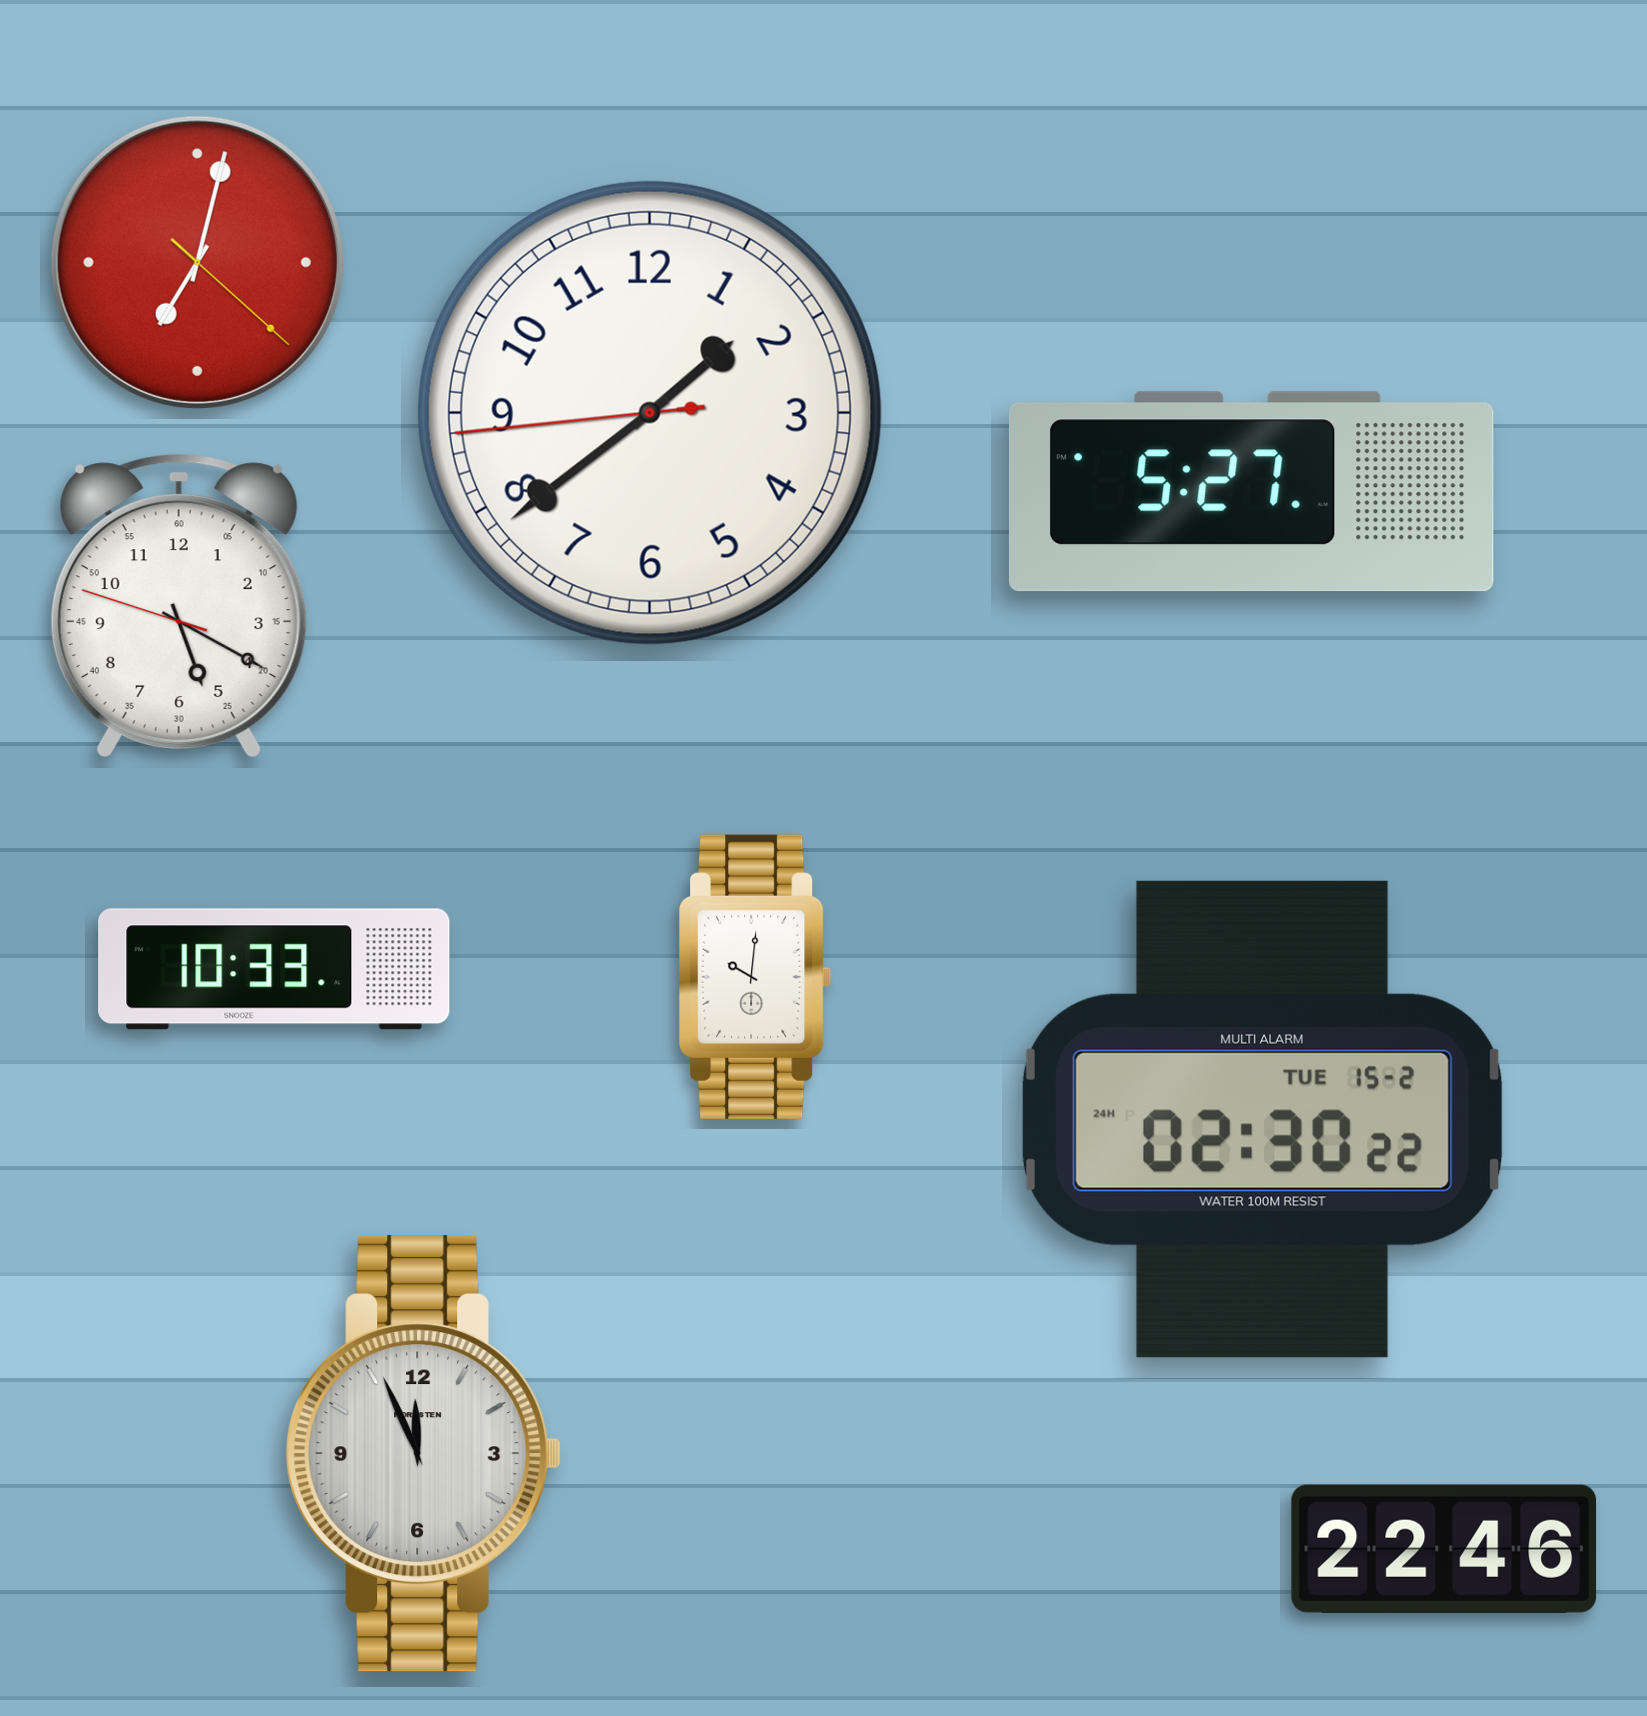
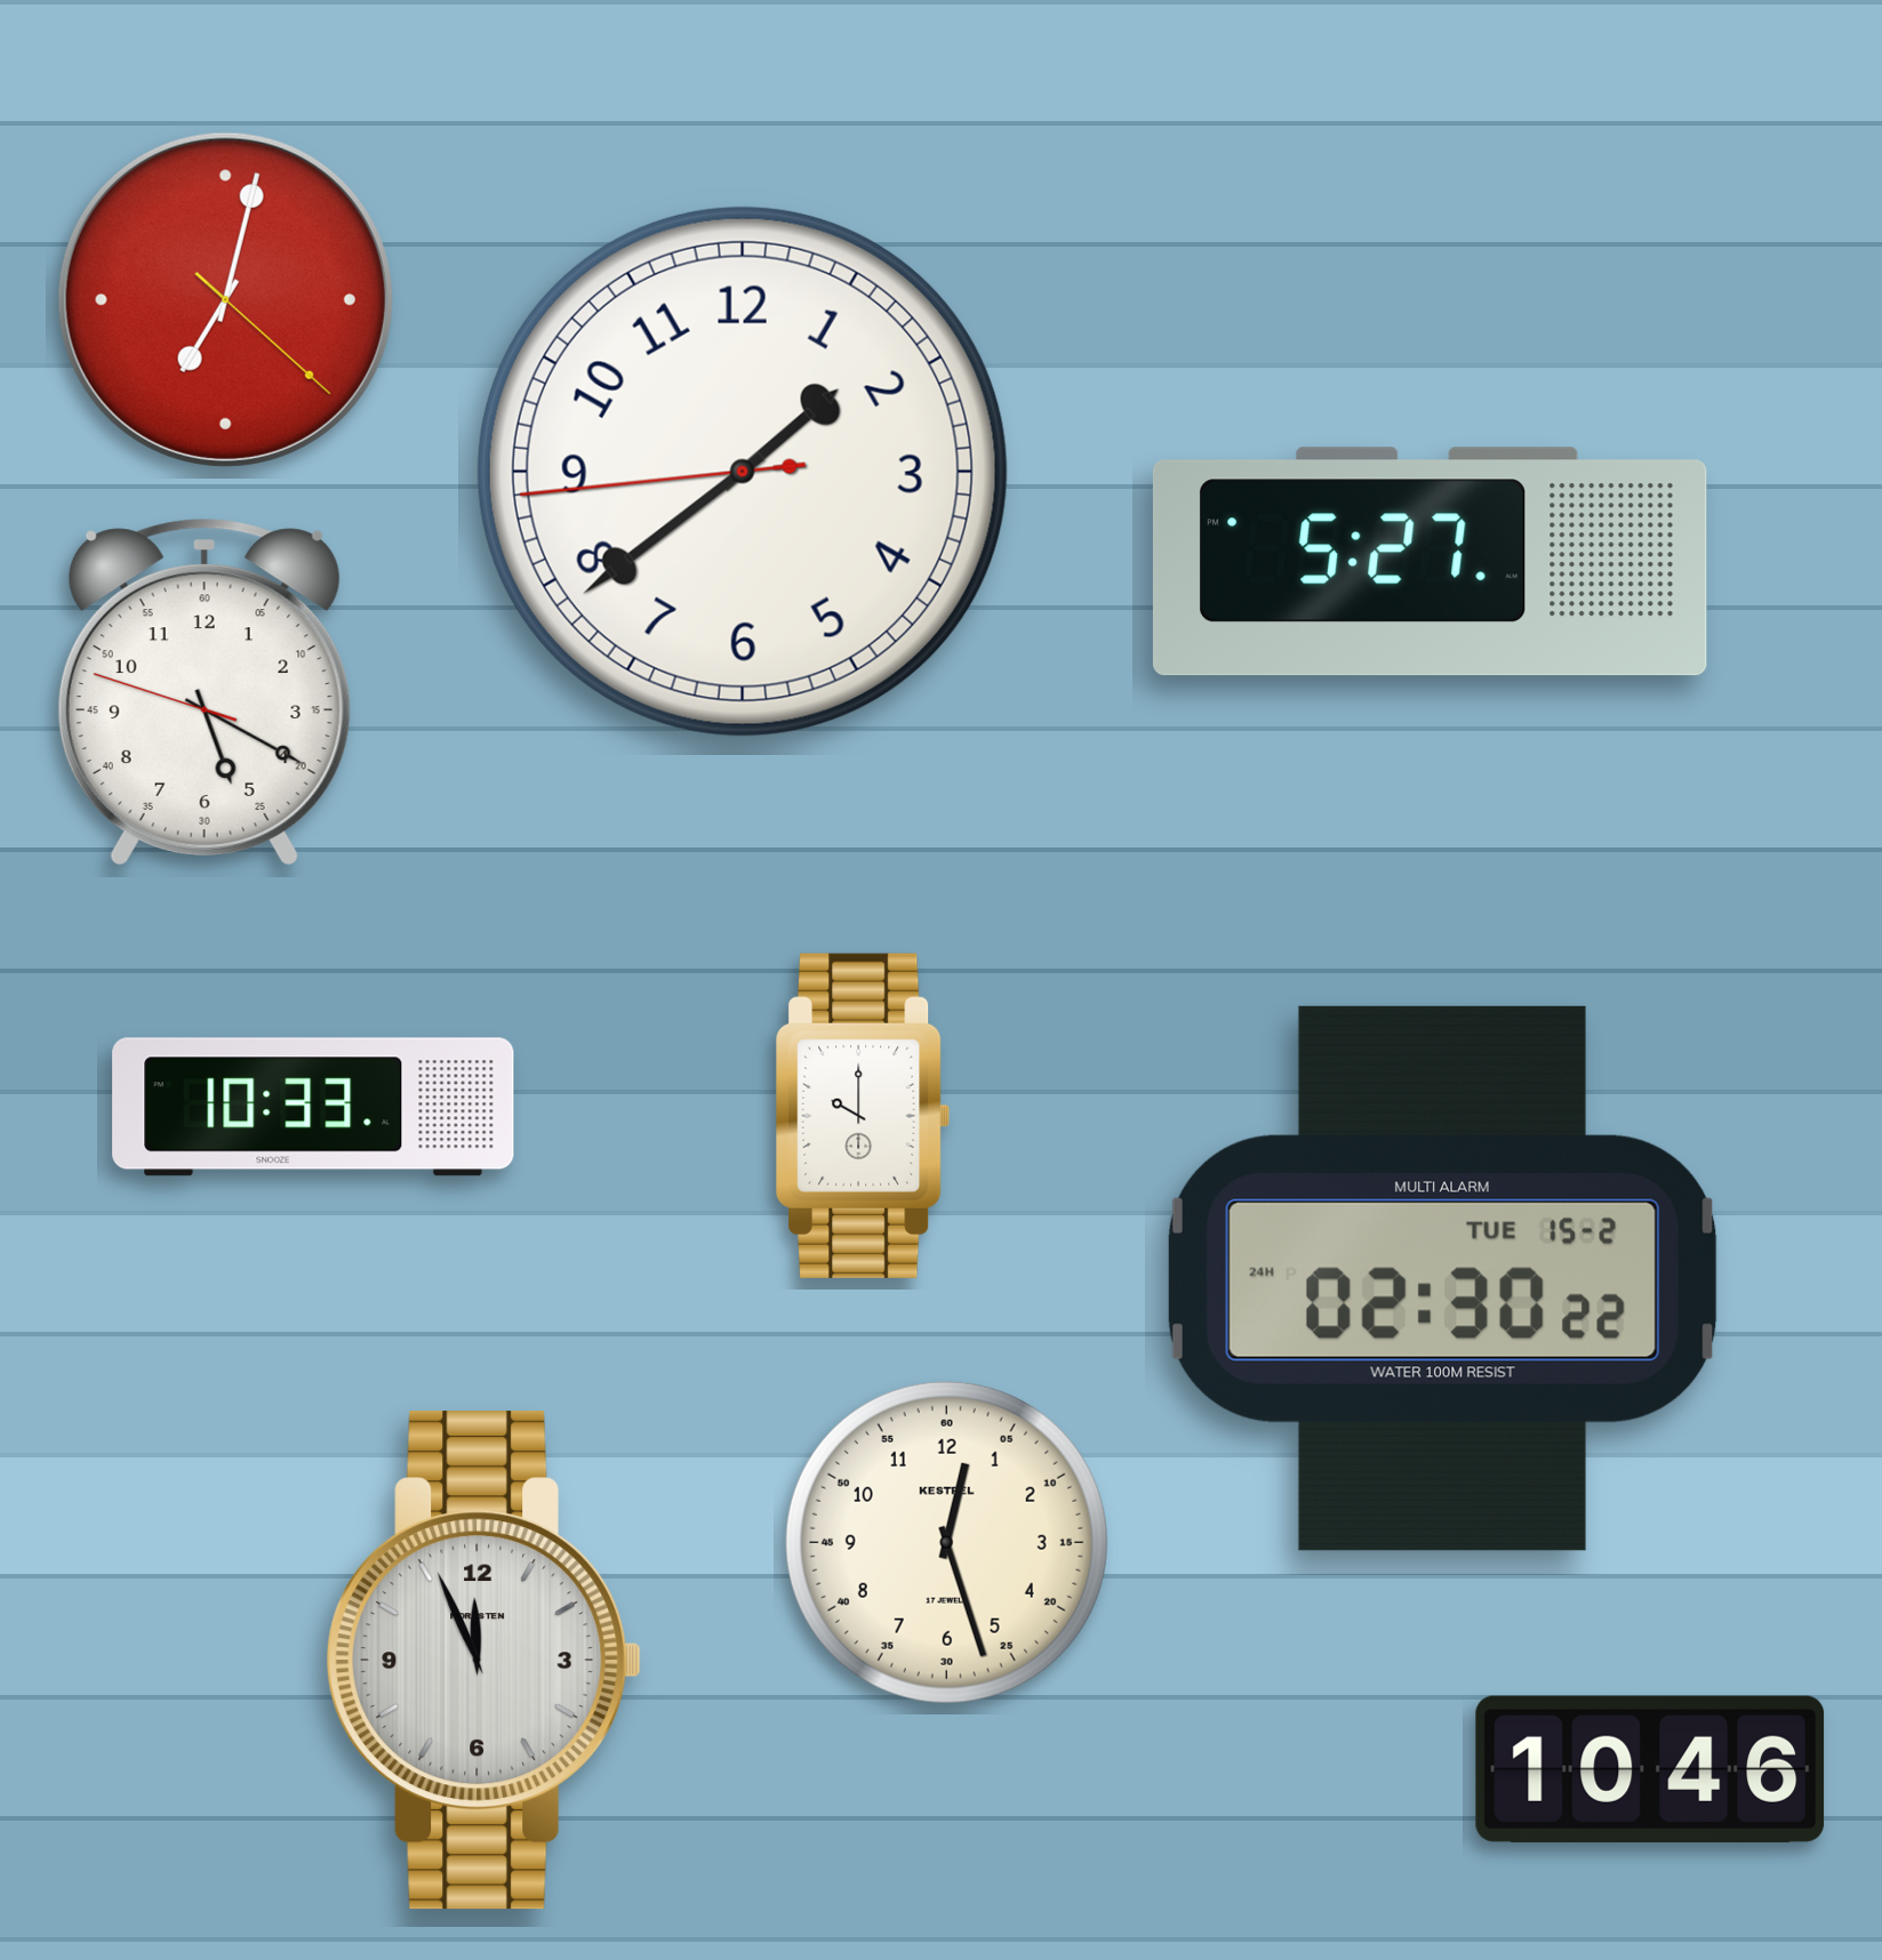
clock at (755, 977): 10:01 -> 10:00
clock at (946, 1542): none -> 12:27
clock at (1444, 1549): 22:46 -> 10:46
